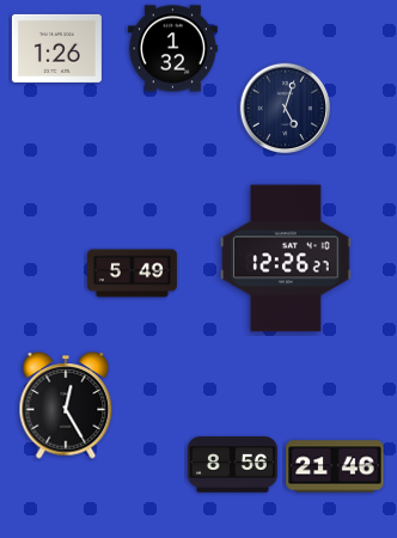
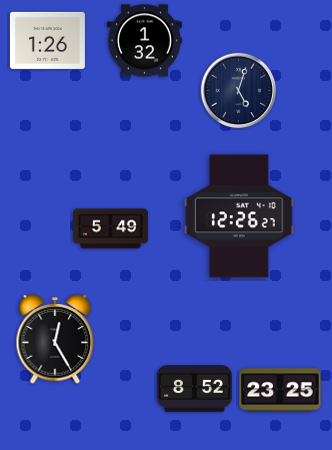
clock at (232, 465): 8:56 -> 8:52
clock at (335, 466): 21:46 -> 23:25
